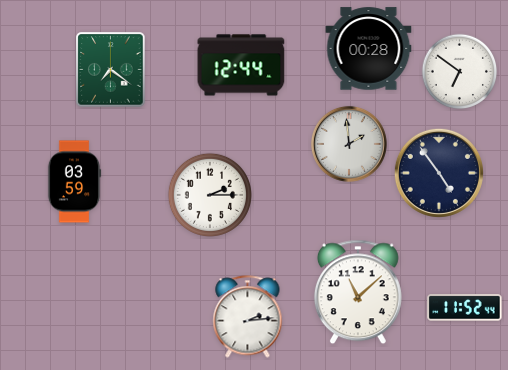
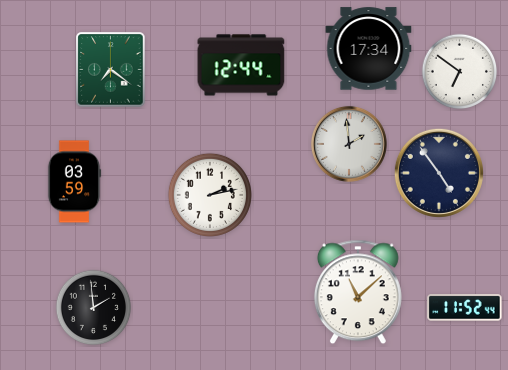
clock at (369, 49): 00:28 -> 17:34
clock at (210, 195): 2:15 -> 2:13
clock at (94, 308): none -> 1:59
clock at (248, 317): 2:14 -> none
